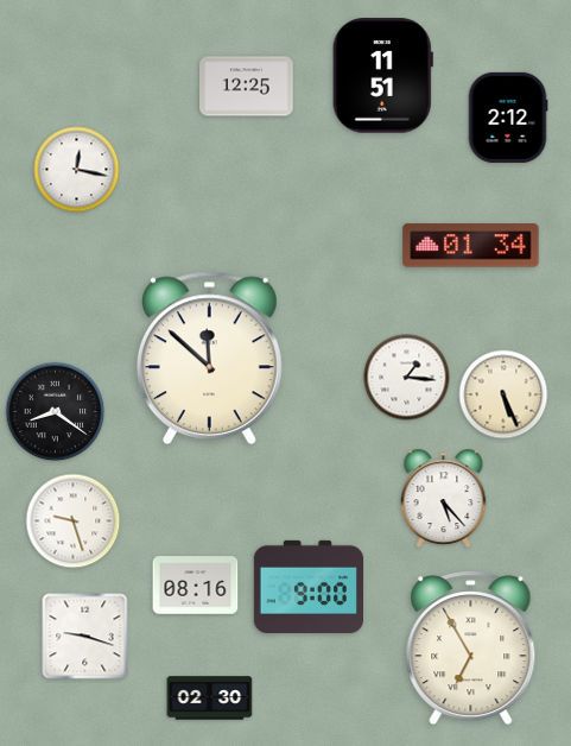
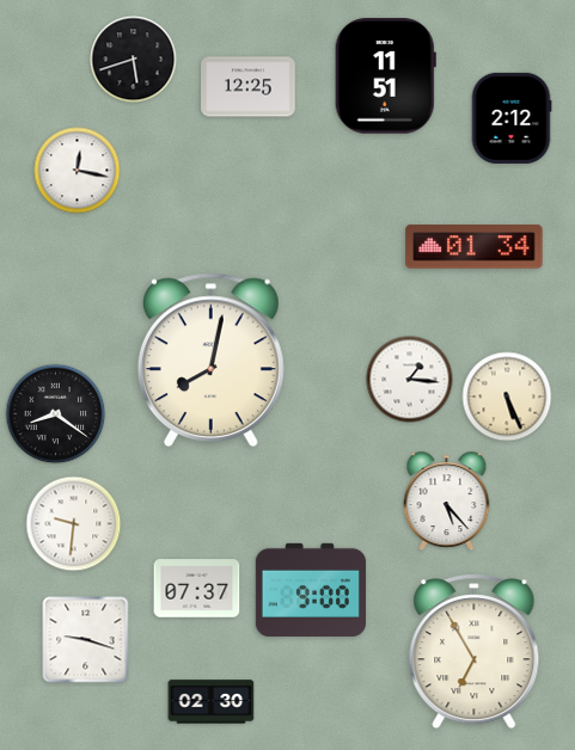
clock at (134, 60): none -> 5:42
clock at (209, 359): 11:52 -> 8:02
clock at (74, 521): 9:27 -> 9:31
clock at (196, 586): 08:16 -> 07:37
